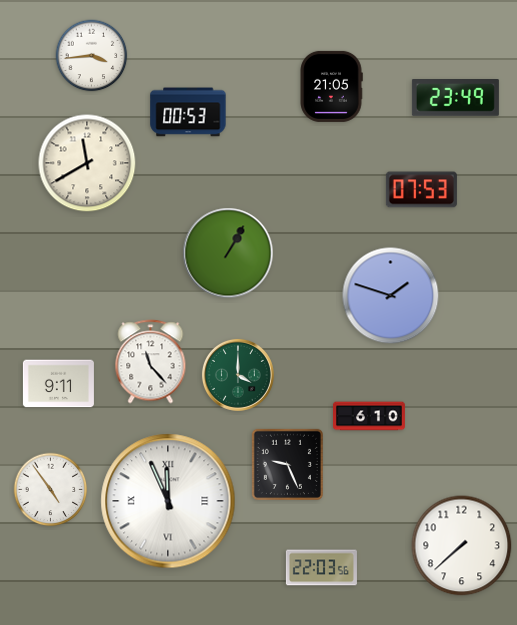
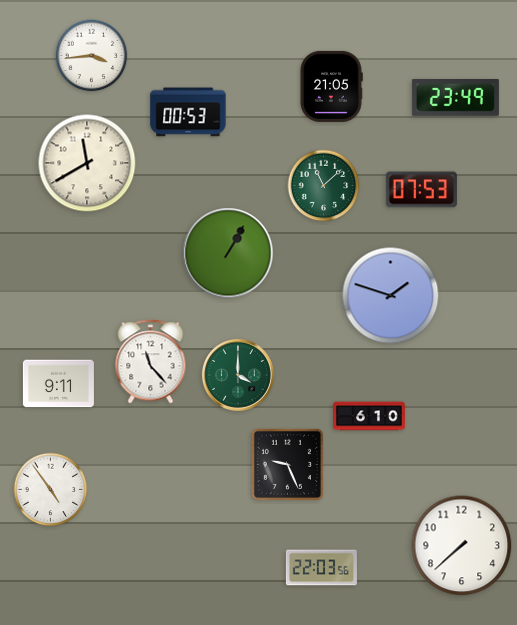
clock at (324, 186): none -> 11:08
clock at (168, 501): 11:56 -> none
